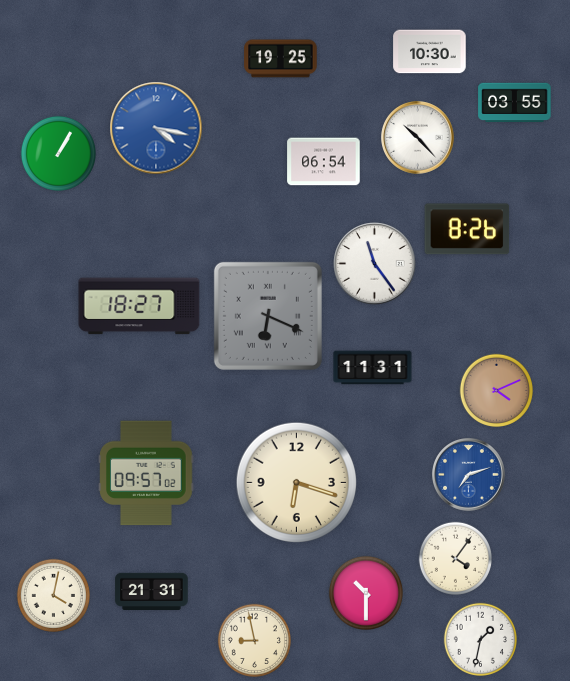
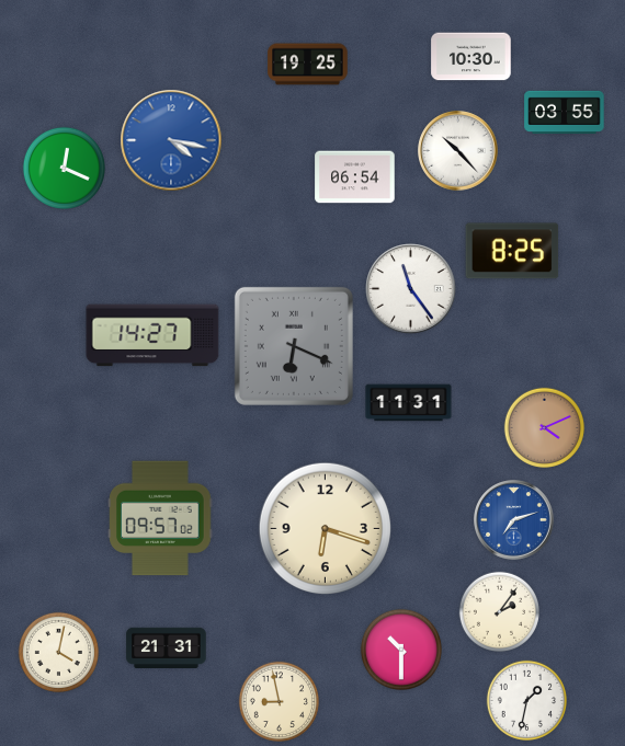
clock at (58, 153): 1:05 -> 12:19
clock at (467, 229): 8:26 -> 8:25
clock at (139, 306): 18:27 -> 14:27
clock at (455, 558): 4:06 -> 2:06
